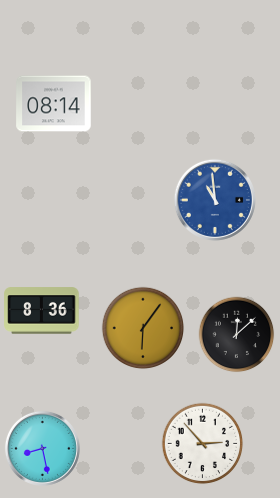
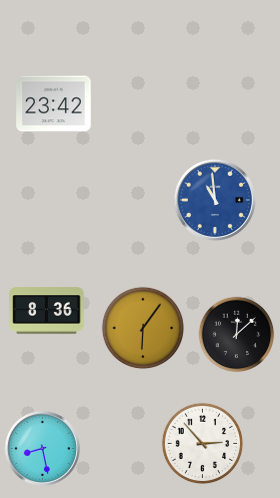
clock at (54, 104): 08:14 -> 23:42
clock at (42, 311) position: (42, 311) -> (47, 311)
